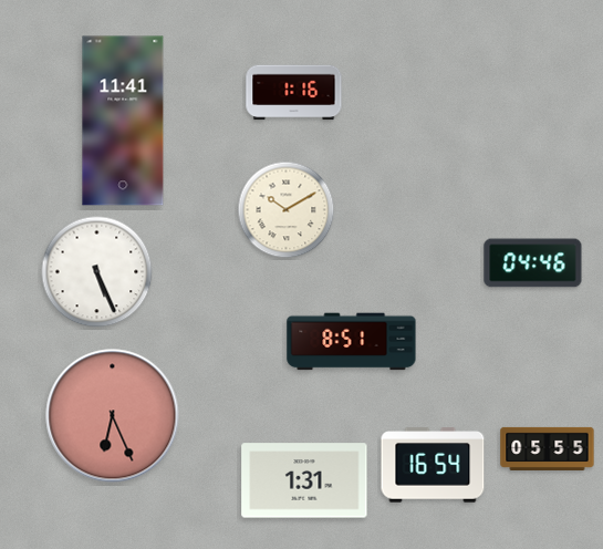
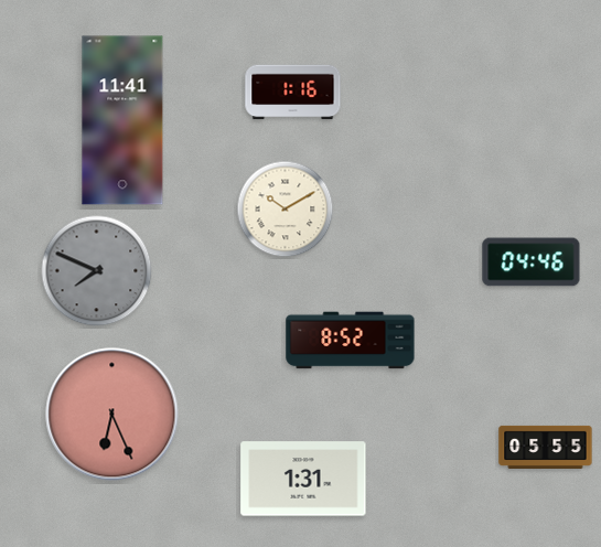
clock at (97, 272): 5:26 -> 7:49
clock at (97, 272) dial: white -> grey
clock at (352, 342): 8:51 -> 8:52
clock at (433, 465): 16:54 -> none
